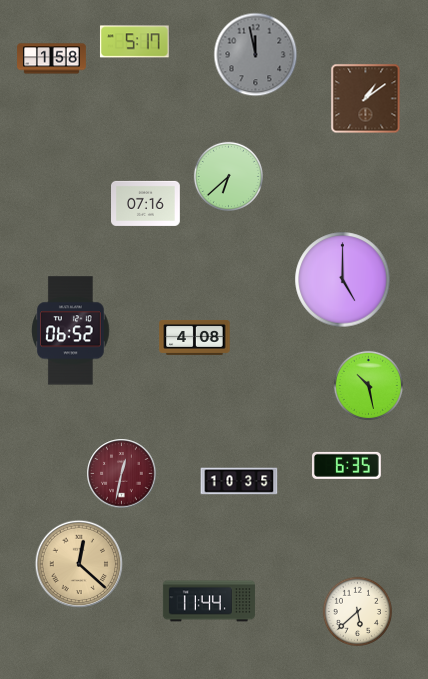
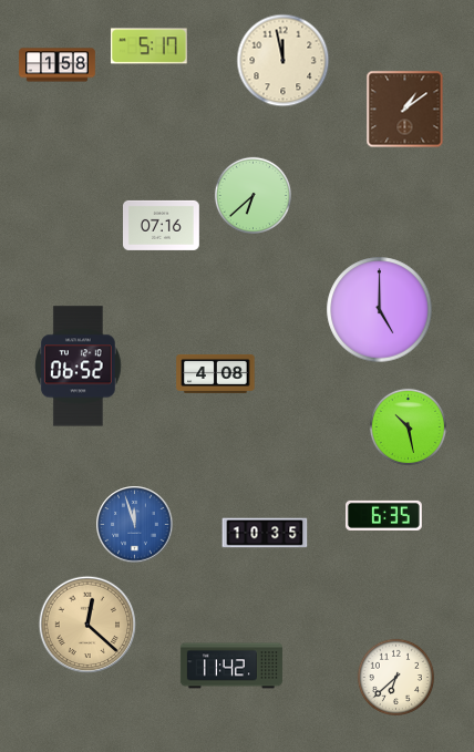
clock at (256, 55) dial: grey -> cream
clock at (122, 474): 12:32 -> 11:57
clock at (122, 474) dial: burgundy -> blue
clock at (209, 601): 11:44 -> 11:42
clock at (357, 611): 5:38 -> 6:38
